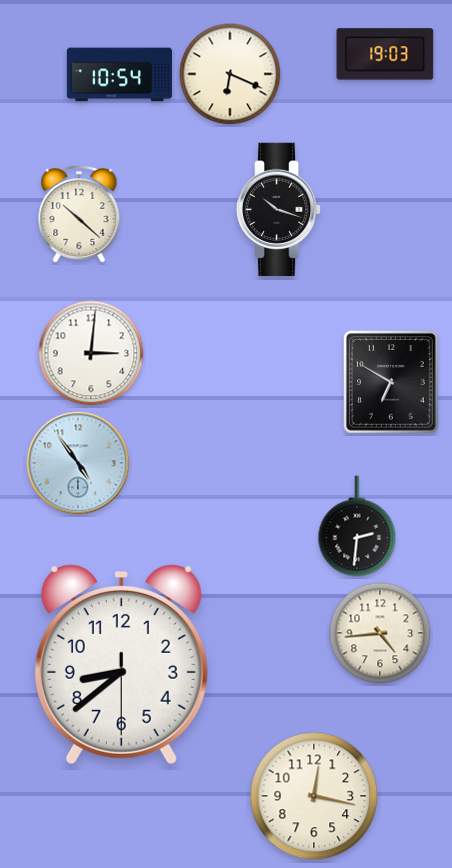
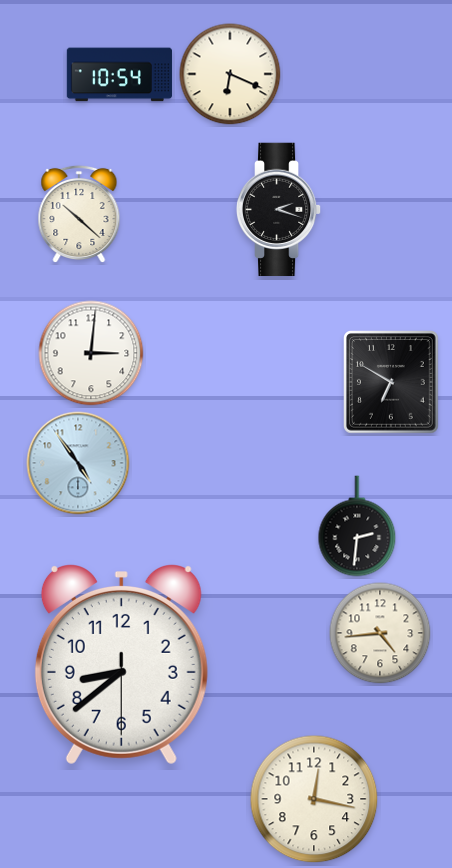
clock at (385, 54): 19:03 -> none
clock at (279, 210): 10:18 -> 2:18
clock at (314, 796) position: (314, 796) -> (314, 799)
